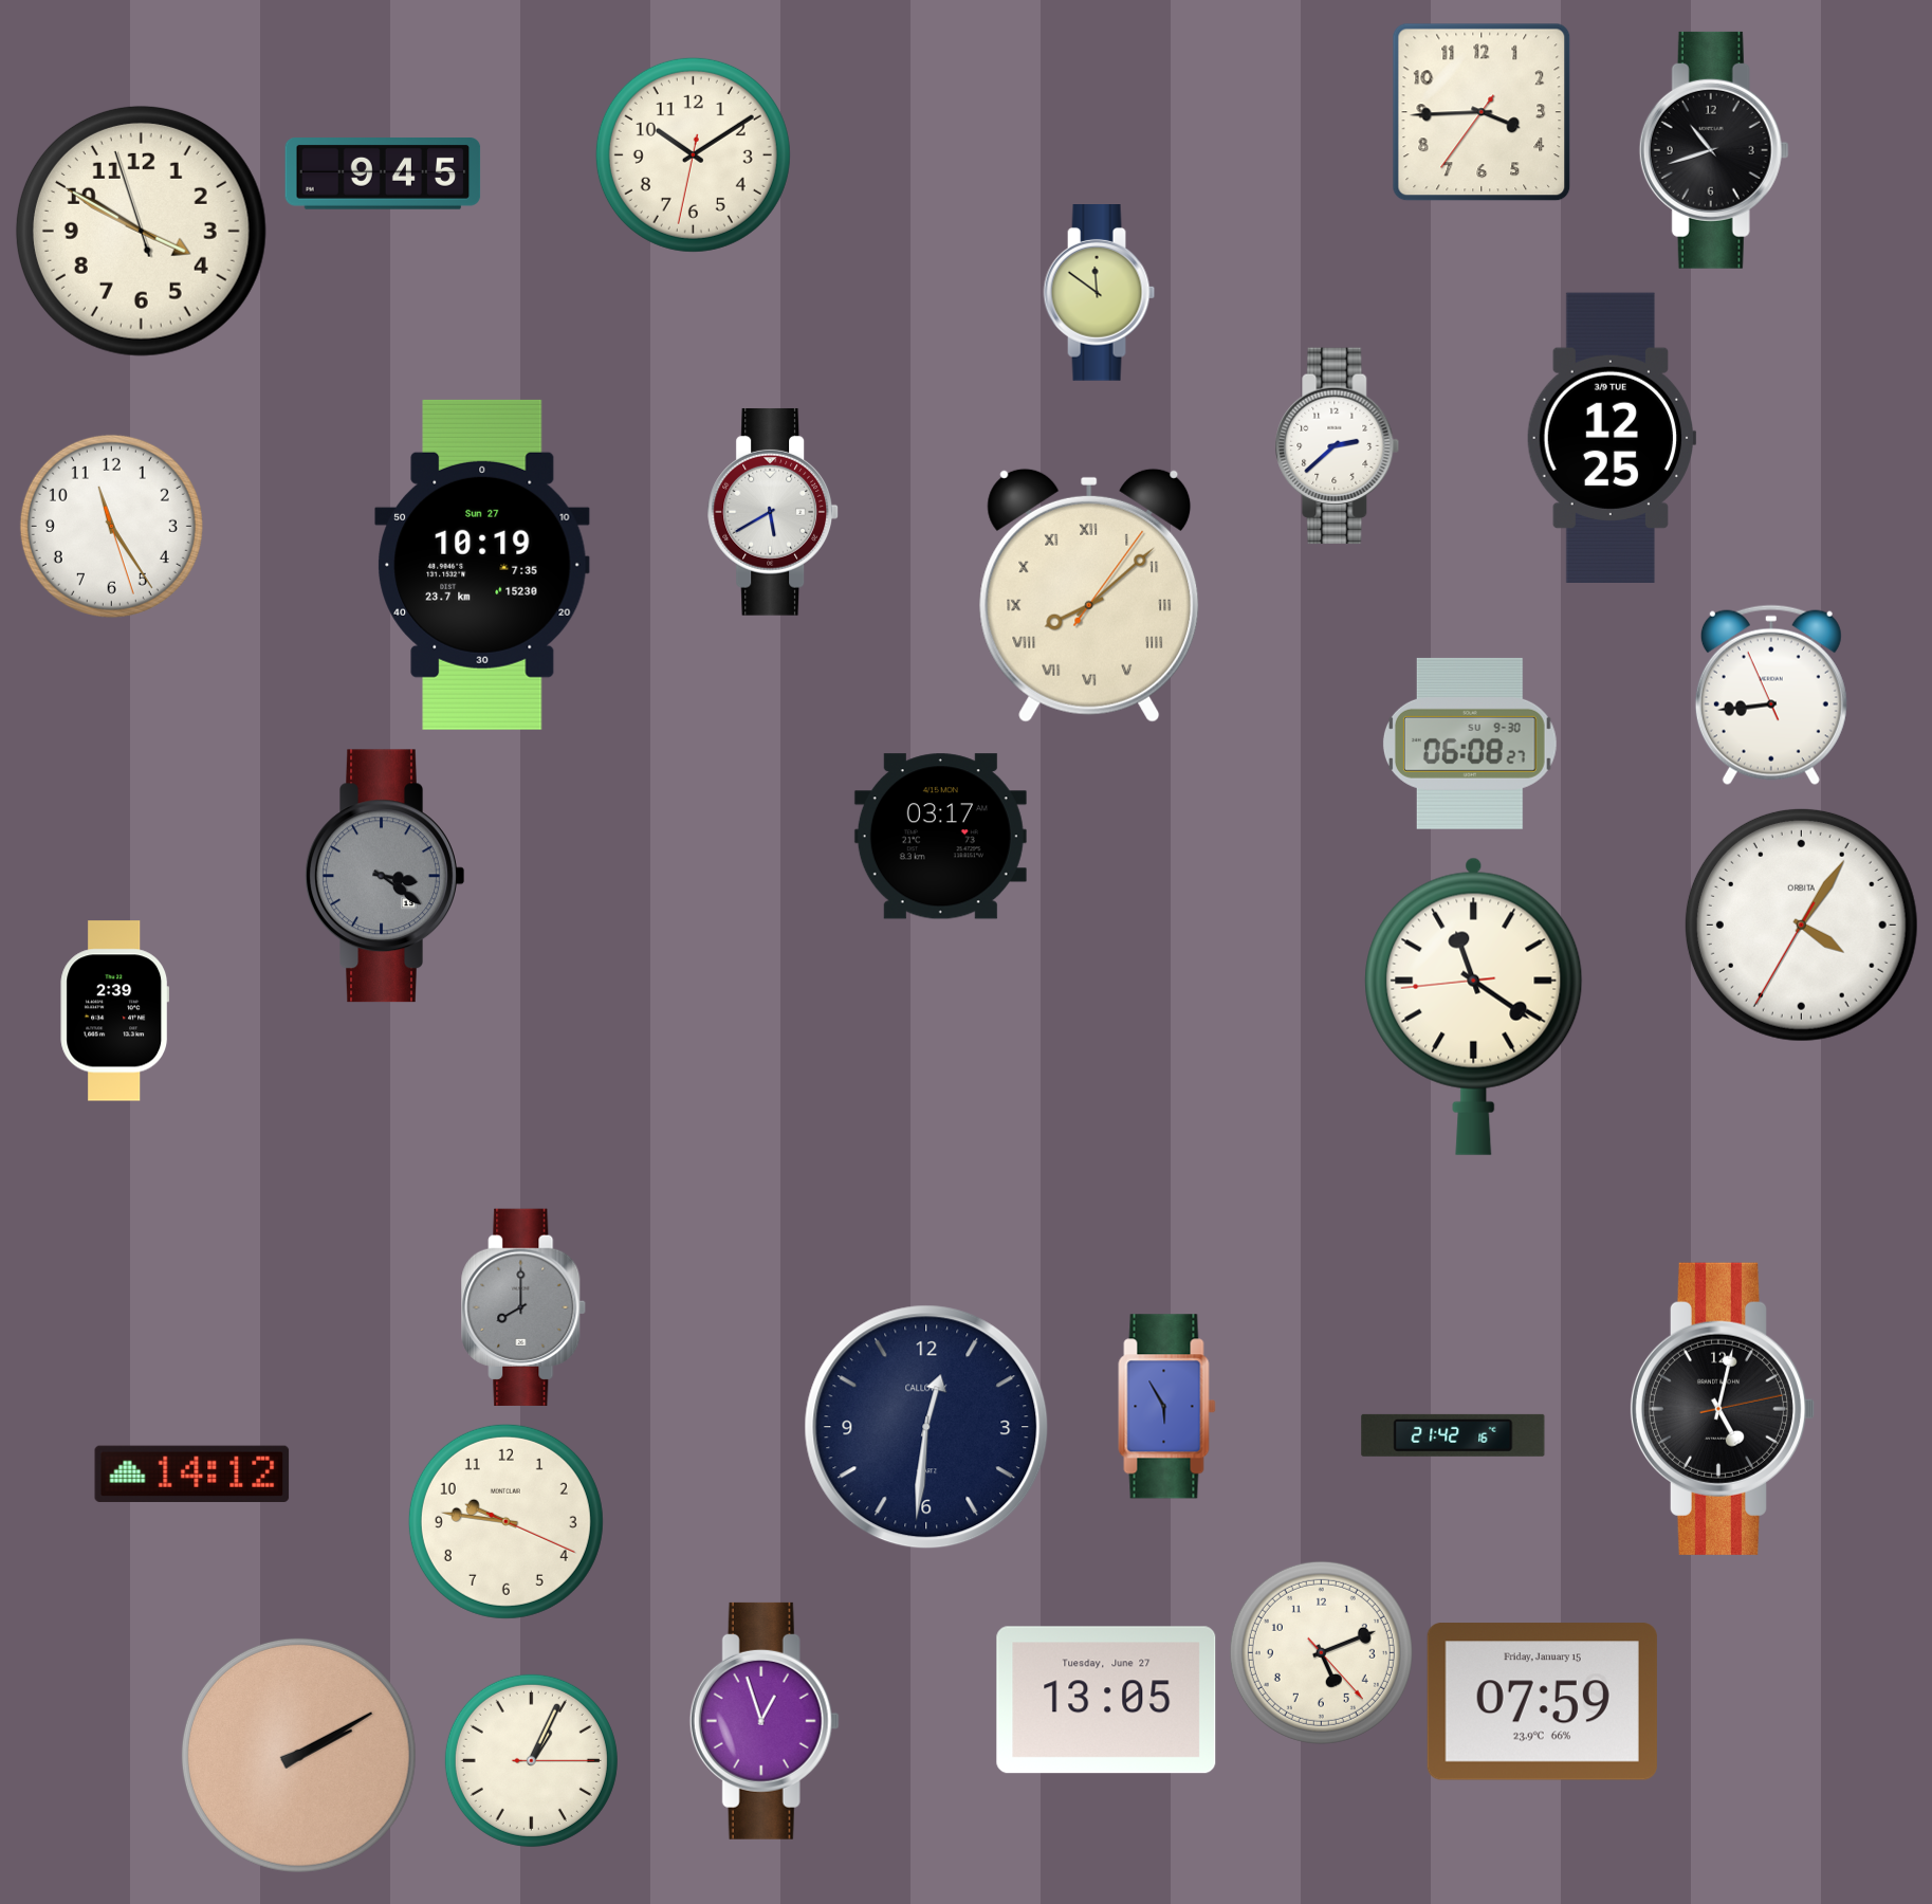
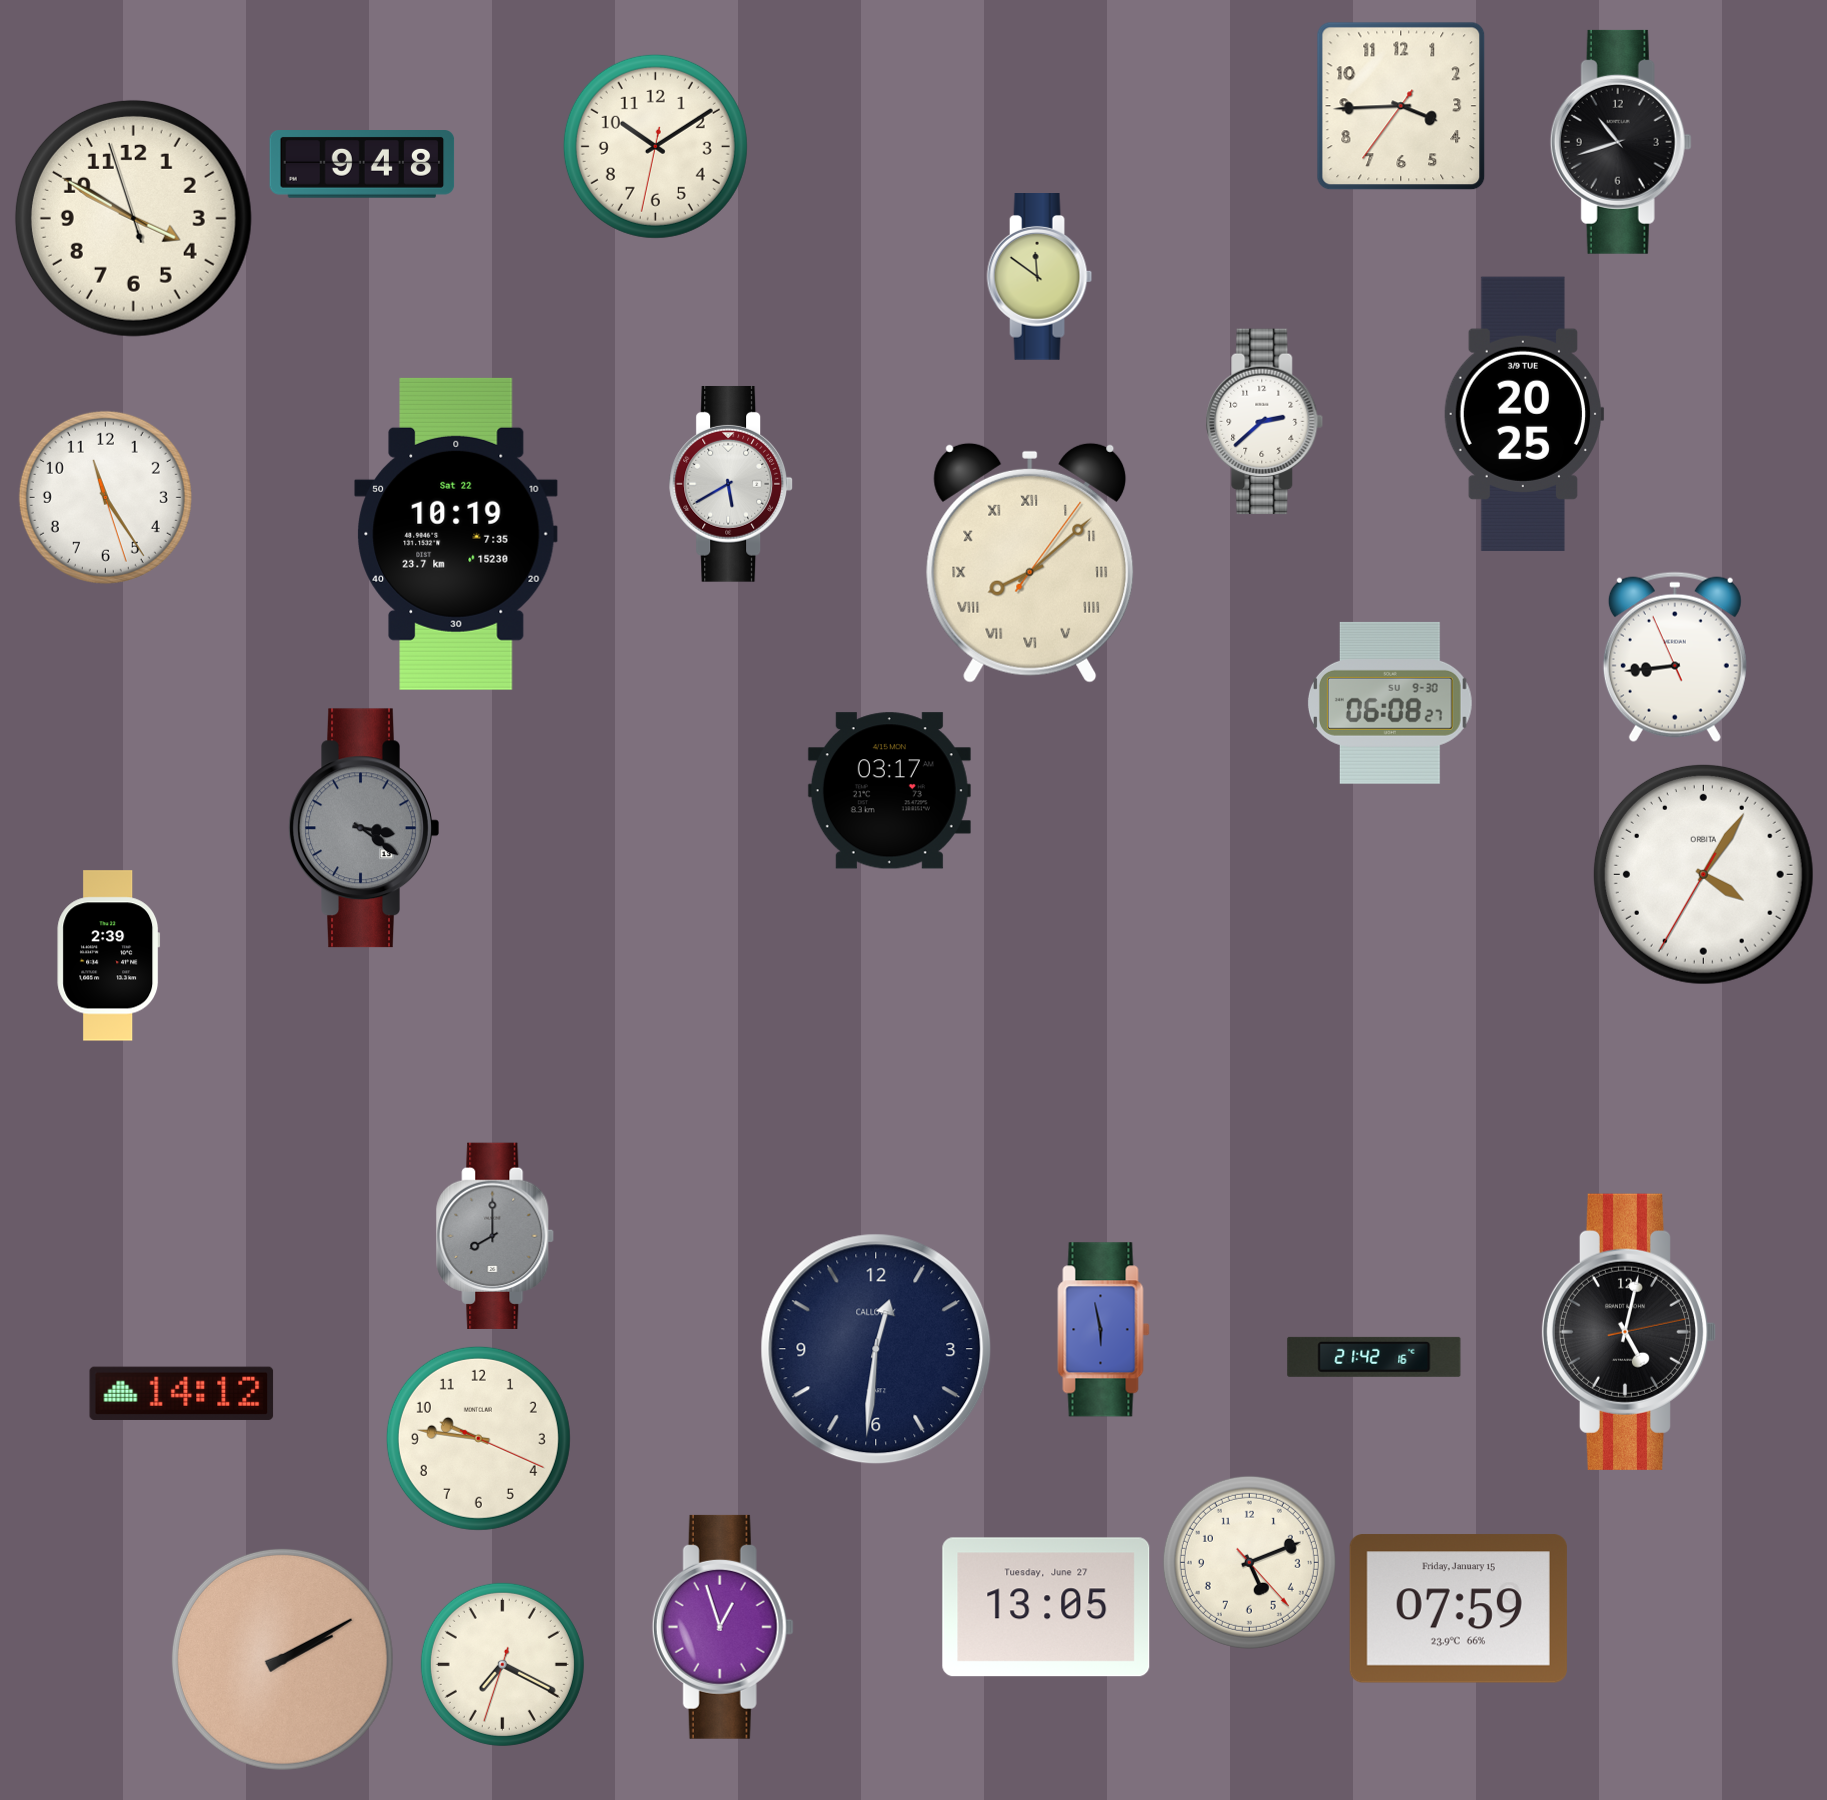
clock at (383, 175): 9:45 -> 9:48
clock at (1612, 438): 12:25 -> 20:25
clock at (482, 565) date: Sun 27 -> Sat 22
clock at (1474, 1006): 11:20 -> none
clock at (1167, 1407): 5:55 -> 5:58
clock at (531, 1760): 1:04 -> 7:19
